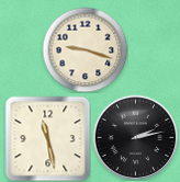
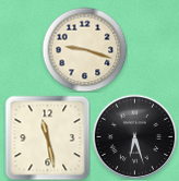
clock at (135, 137): 2:13 -> 6:27
